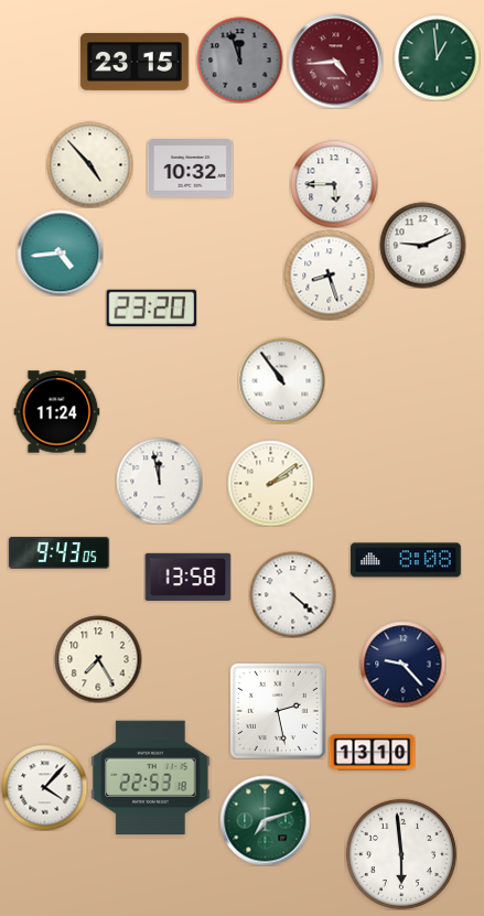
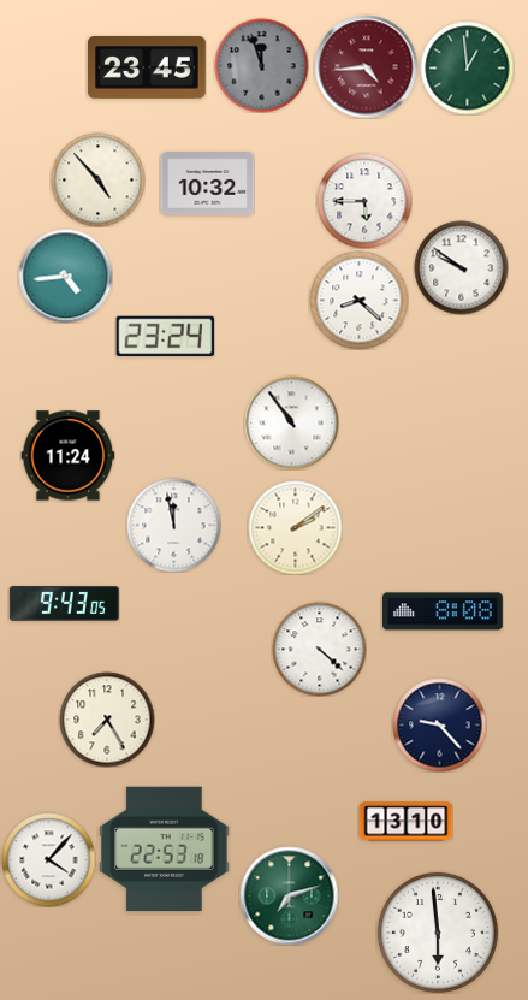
clock at (437, 57) position: (437, 57) -> (467, 67)
clock at (135, 62): 23:15 -> 23:45
clock at (422, 245): 9:11 -> 9:51
clock at (329, 274): 8:27 -> 8:22
clock at (151, 308): 23:20 -> 23:24
clock at (281, 380) position: (281, 380) -> (291, 422)
clock at (56, 412) position: (56, 412) -> (67, 456)
clock at (187, 576): 13:58 -> none
clock at (278, 711): 2:28 -> none
